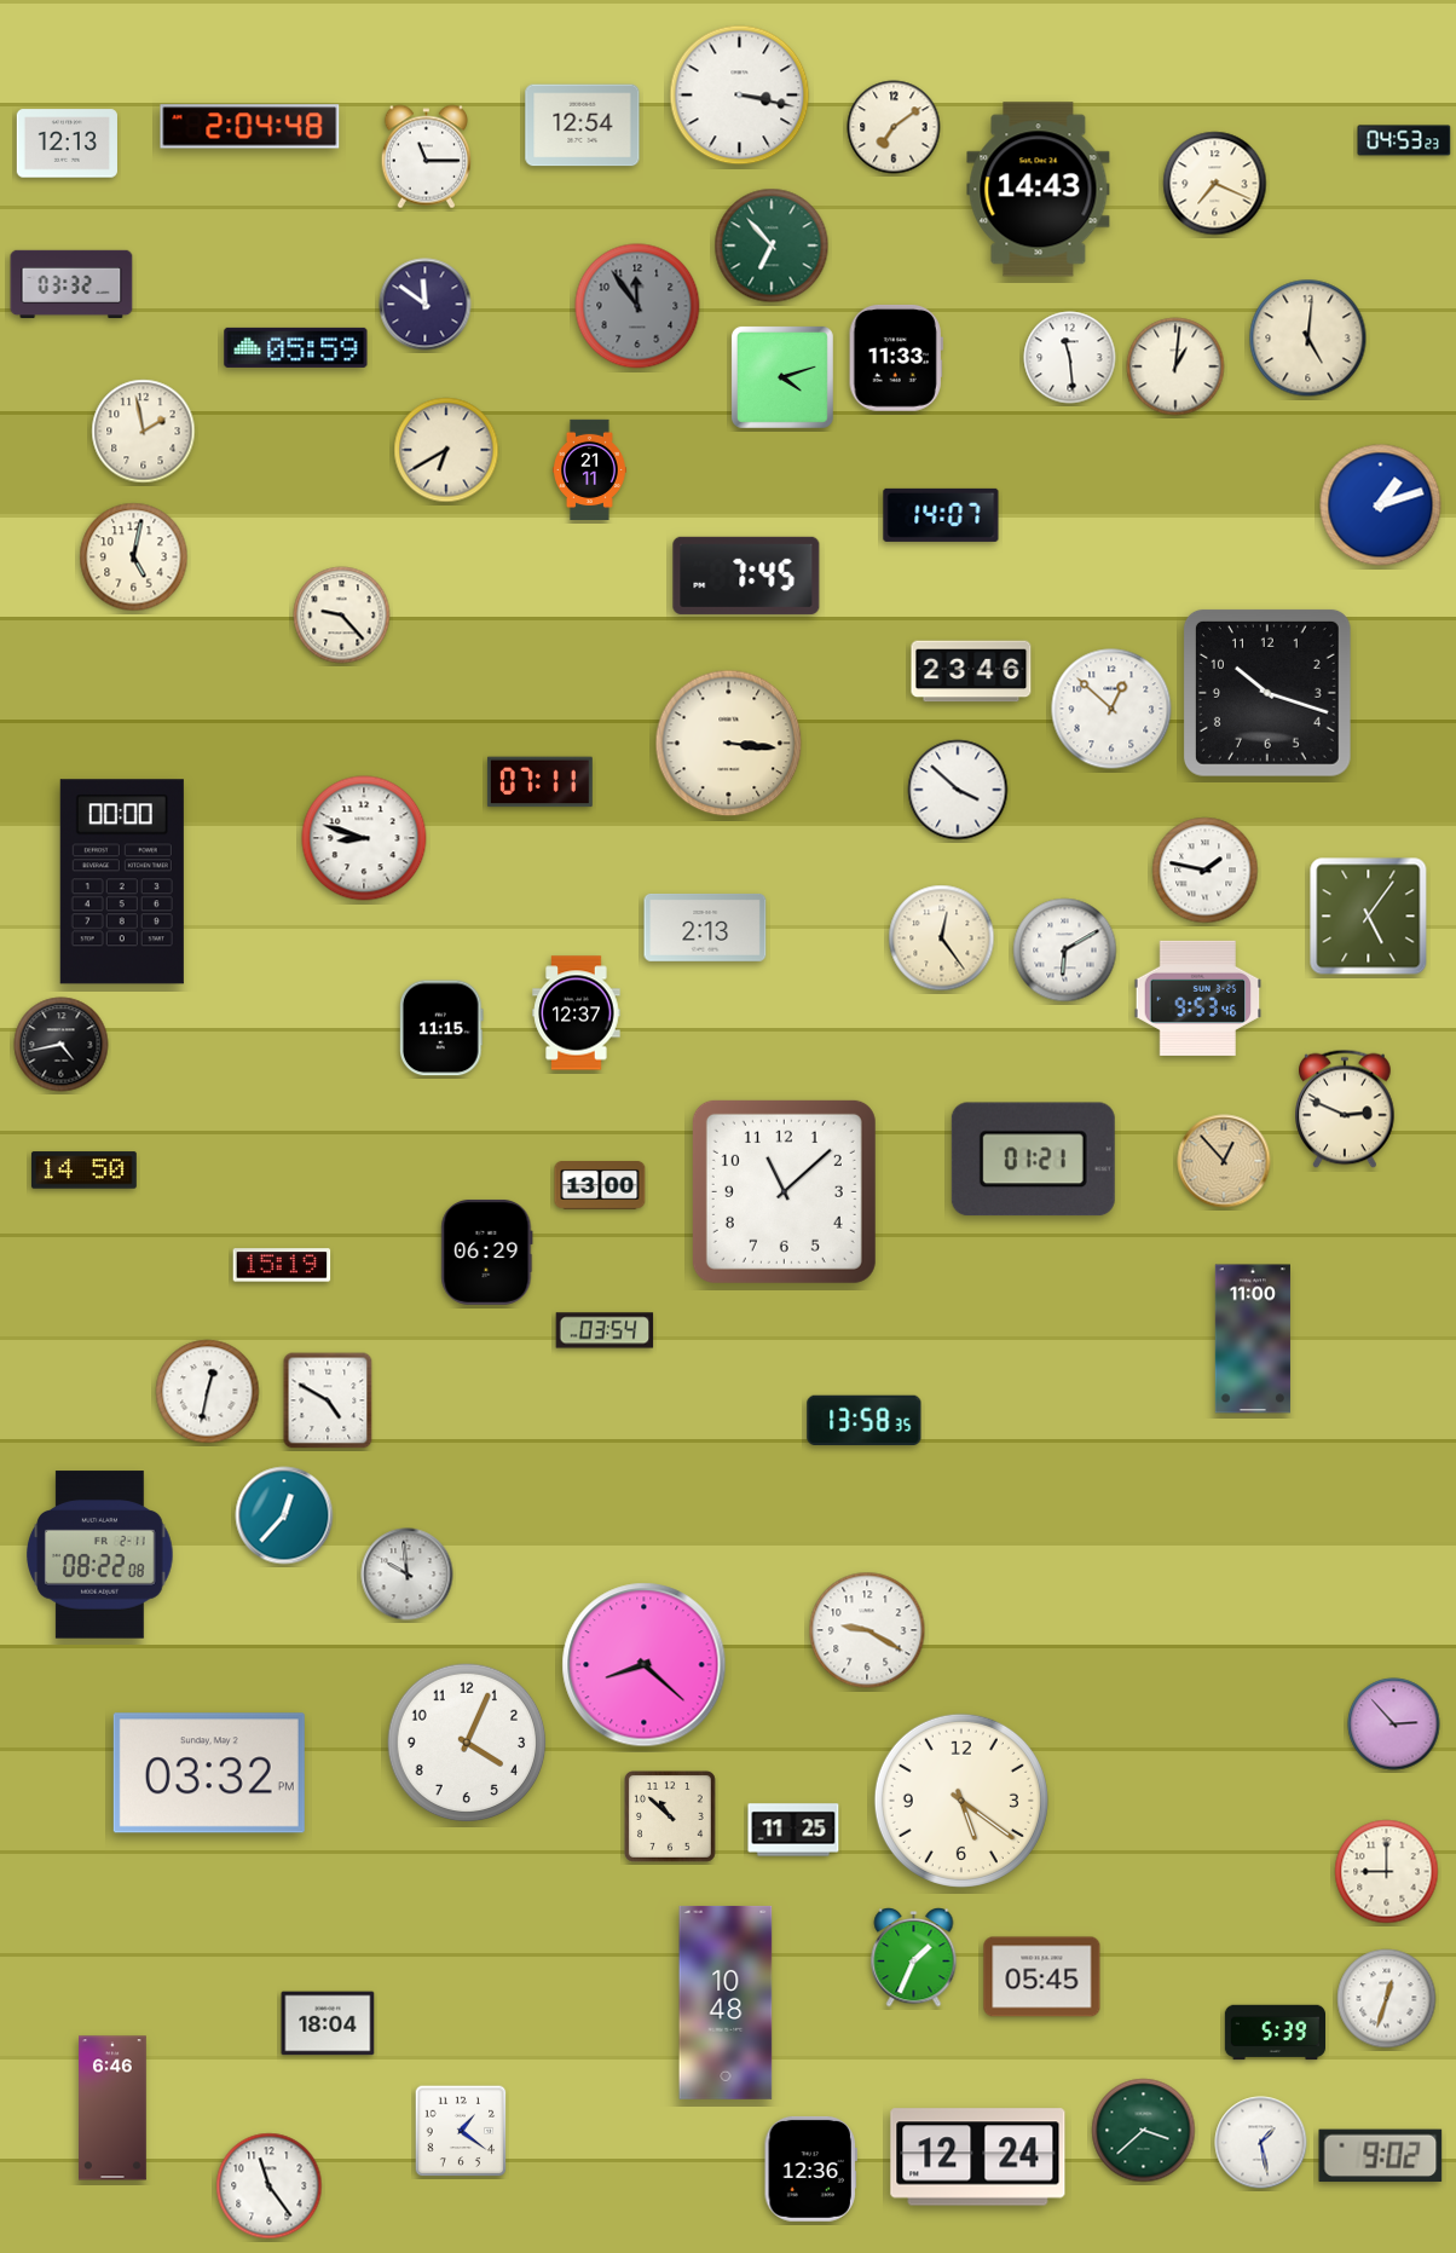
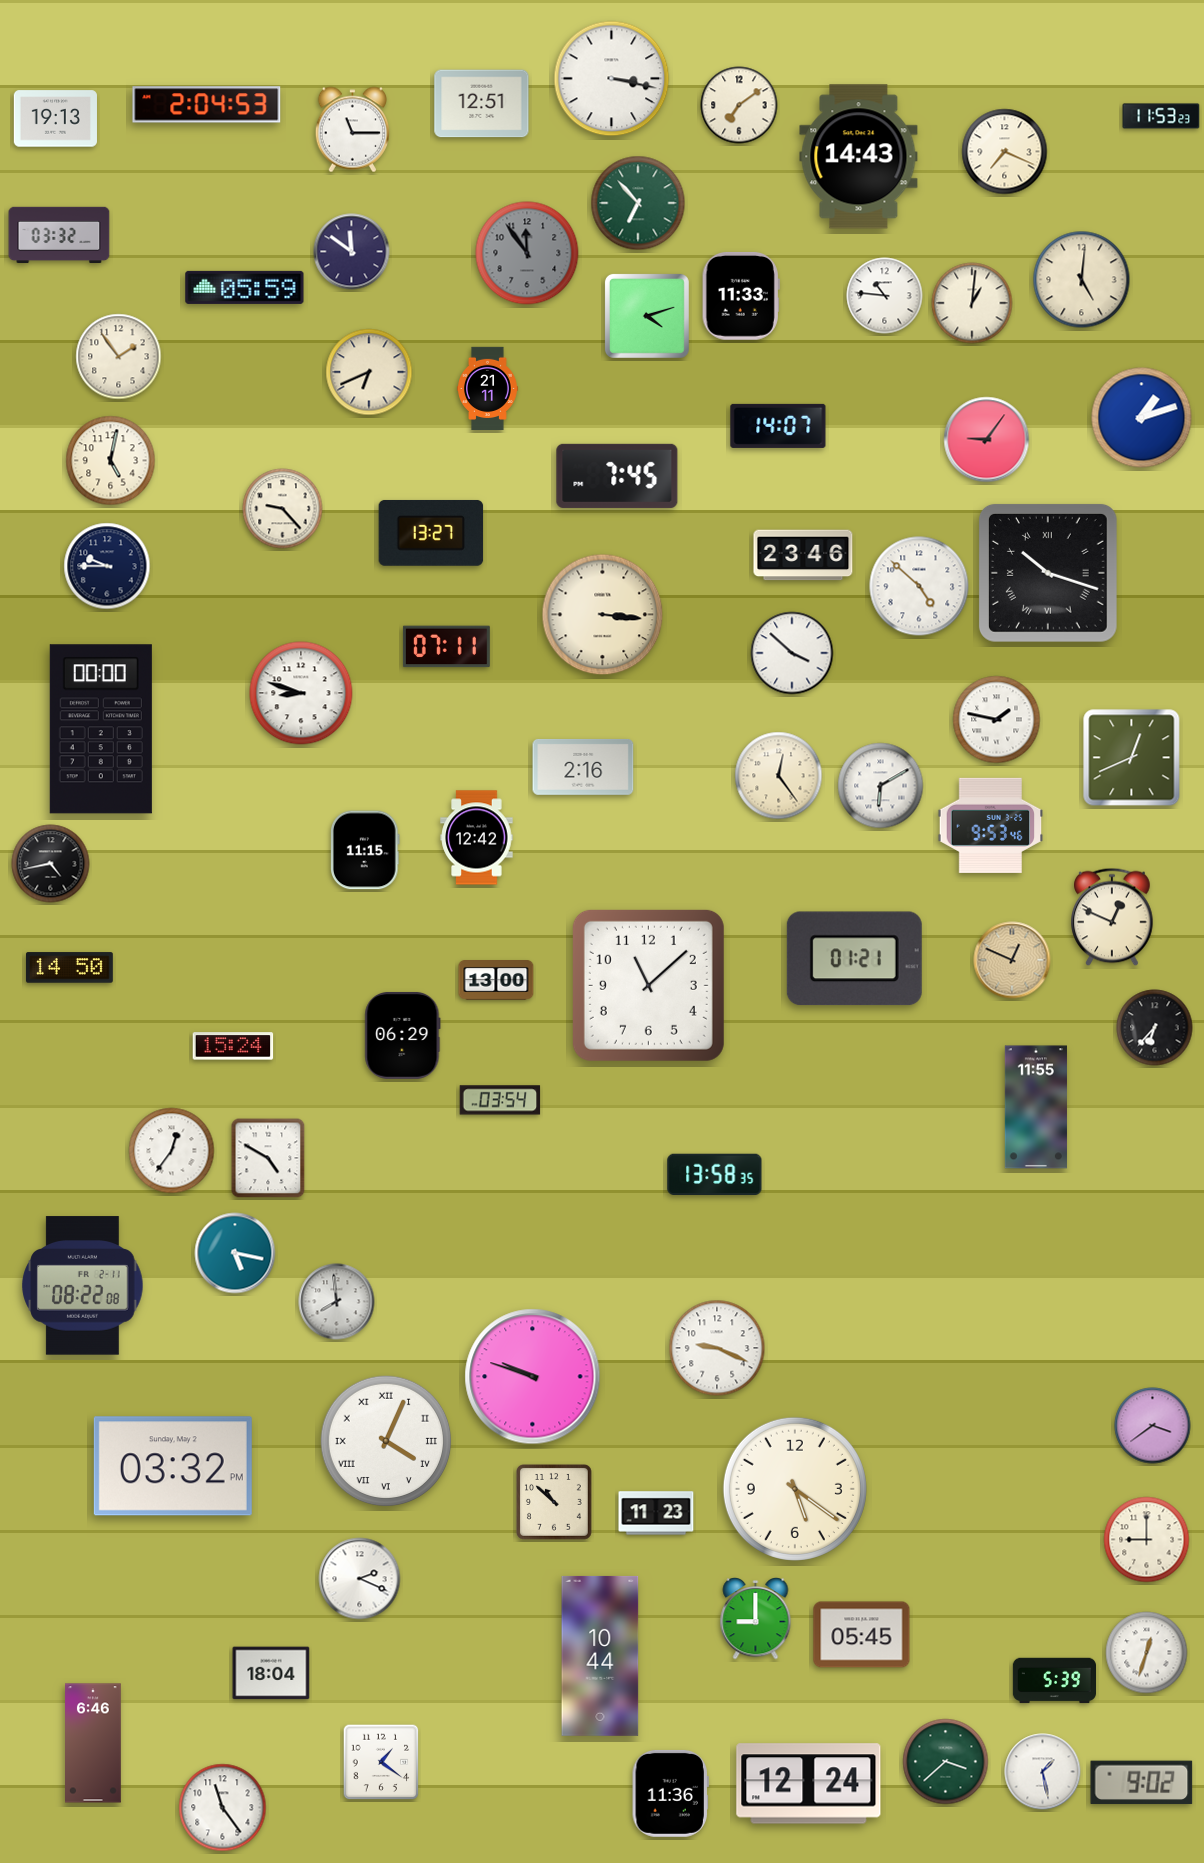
clock at (583, 126): 12:54 -> 12:51
clock at (250, 127): 2:04:48 -> 2:04:53
clock at (1404, 140): 04:53 -> 11:53
clock at (67, 144): 12:13 -> 19:13
clock at (1070, 358): 11:29 -> 10:46
clock at (782, 377) position: (782, 377) -> (647, 316)
clock at (144, 432): 1:58 -> 1:54
clock at (446, 450): 6:40 -> 6:41
clock at (987, 440): none -> 9:06
clock at (431, 533): none -> 13:27
clock at (107, 566): none -> 9:45
clock at (1267, 693) numerals: Arabic -> Roman
clock at (1111, 709): 12:52 -> 4:52
clock at (1369, 917): 5:06 -> 12:41
clock at (705, 928): 2:13 -> 2:16
clock at (577, 1013): 12:37 -> 12:42
clock at (1345, 1109): 2:49 -> 12:49
clock at (1224, 1161): 12:53 -> 12:49
clock at (1155, 1028): none -> 6:37
clock at (282, 1265): 15:19 -> 15:24
clock at (1253, 1339): 11:00 -> 11:55
clock at (208, 1392): 12:32 -> 12:36
clock at (328, 1400) position: (328, 1400) -> (268, 1158)
clock at (284, 1515): 12:37 -> 5:17
clock at (408, 1575): 9:59 -> 7:59
clock at (867, 1630): 9:20 -> 9:19
clock at (645, 1665): 8:22 -> 9:48
clock at (1394, 1725): 2:53 -> 3:39
clock at (467, 1743) numerals: Arabic -> Roman
clock at (793, 1830): 11:25 -> 11:23
clock at (1387, 1872) position: (1387, 1872) -> (1147, 1540)
clock at (360, 1579): none -> 2:19
clock at (914, 1958): 1:34 -> 9:00
clock at (726, 2003): 10:48 -> 10:44
clock at (810, 2168): 12:36 -> 11:36
